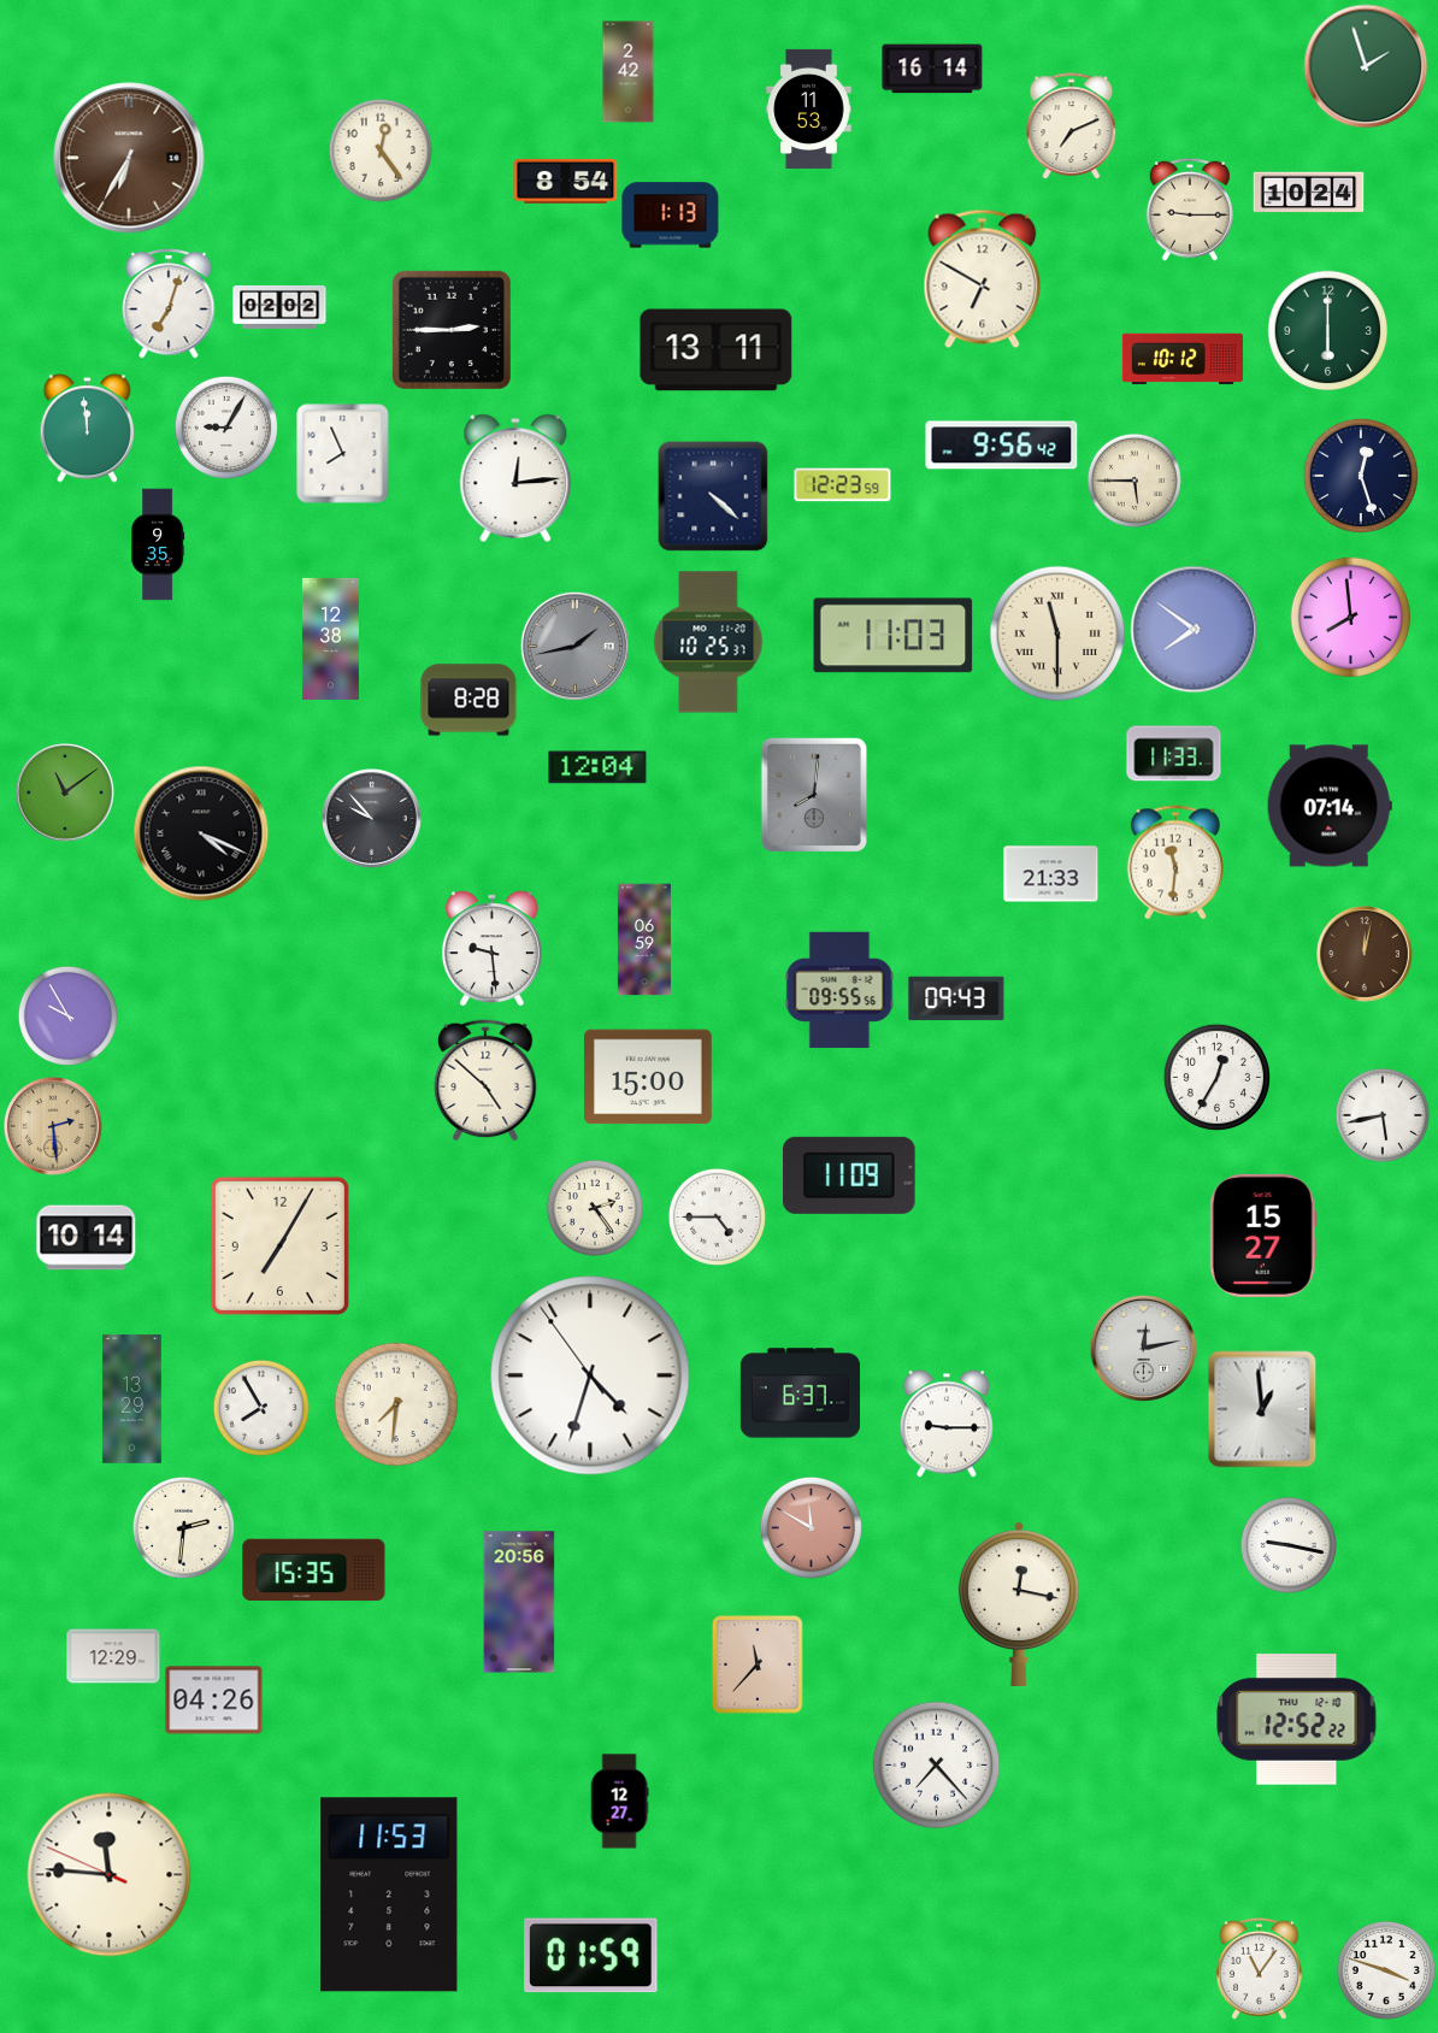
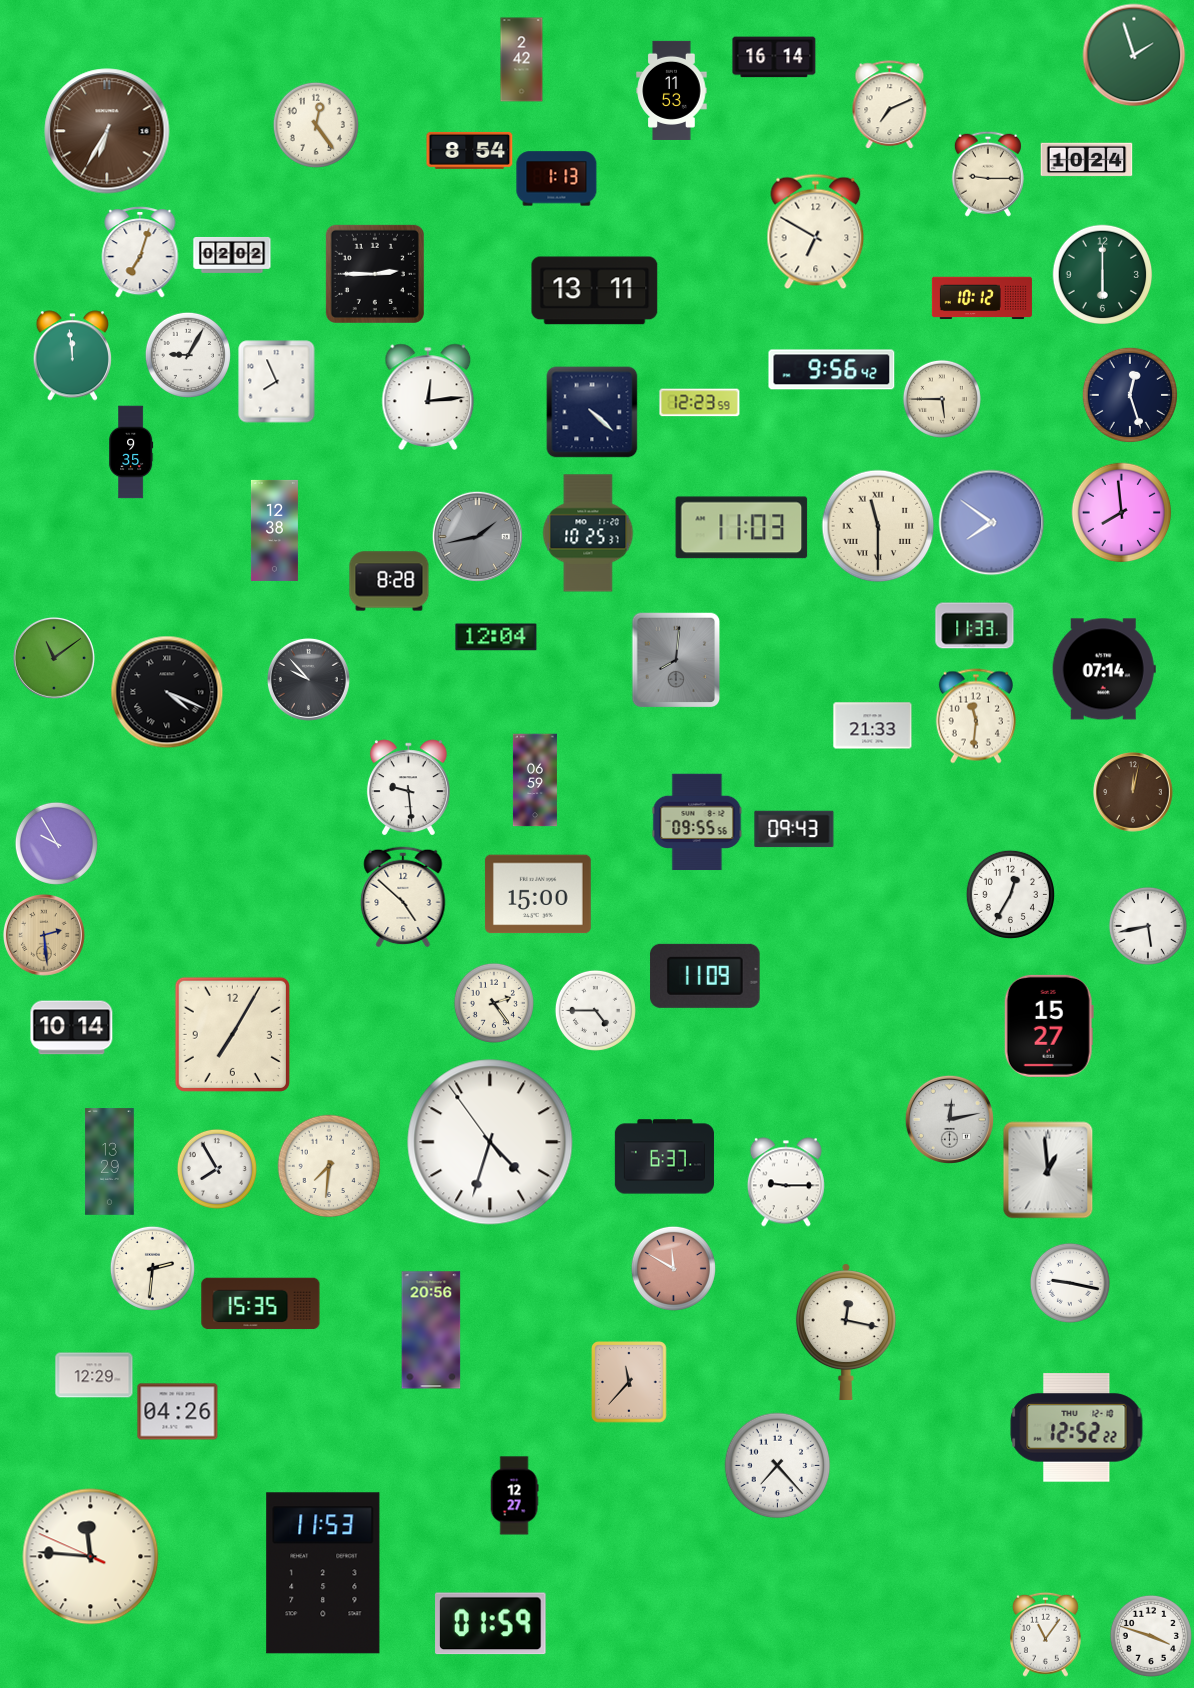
clock at (343, 454) position: (343, 454) -> (277, 382)
